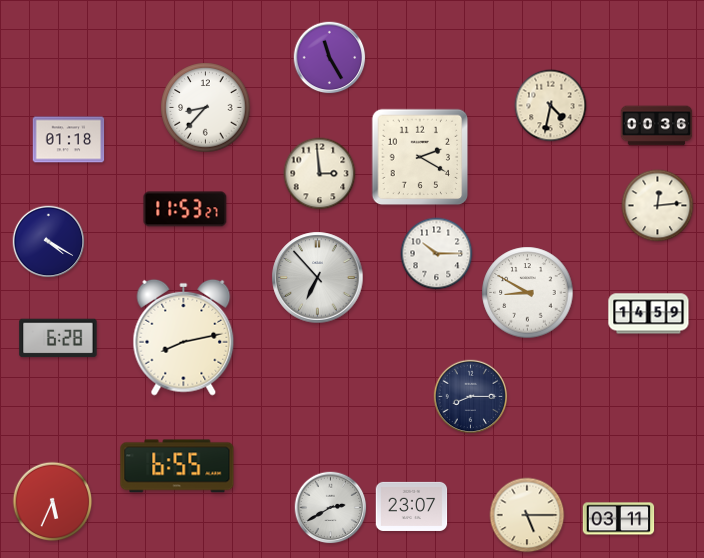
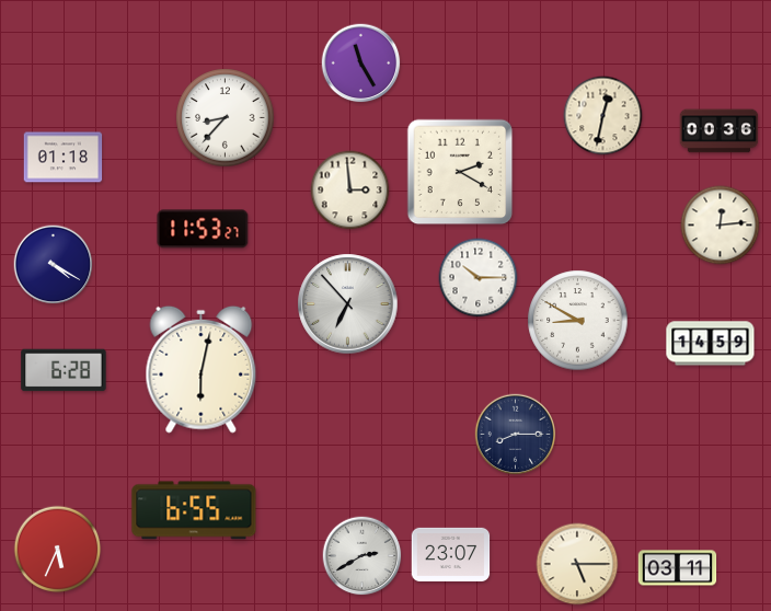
clock at (551, 106): 4:32 -> 12:32
clock at (657, 126) position: (657, 126) -> (720, 131)
clock at (69, 140) position: (69, 140) -> (64, 158)
clock at (184, 337): 8:13 -> 6:02
